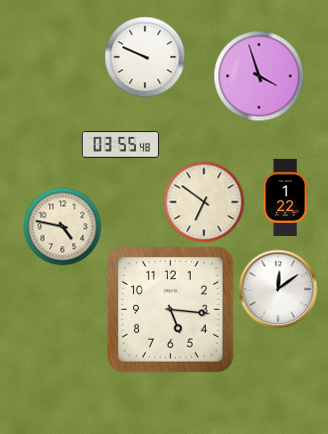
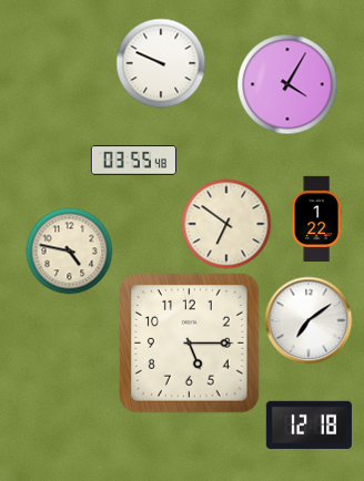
clock at (259, 76): 3:57 -> 4:05
clock at (278, 289): 12:09 -> 7:09
clock at (171, 310): 5:16 -> 5:15
clock at (309, 426): none -> 12:18
